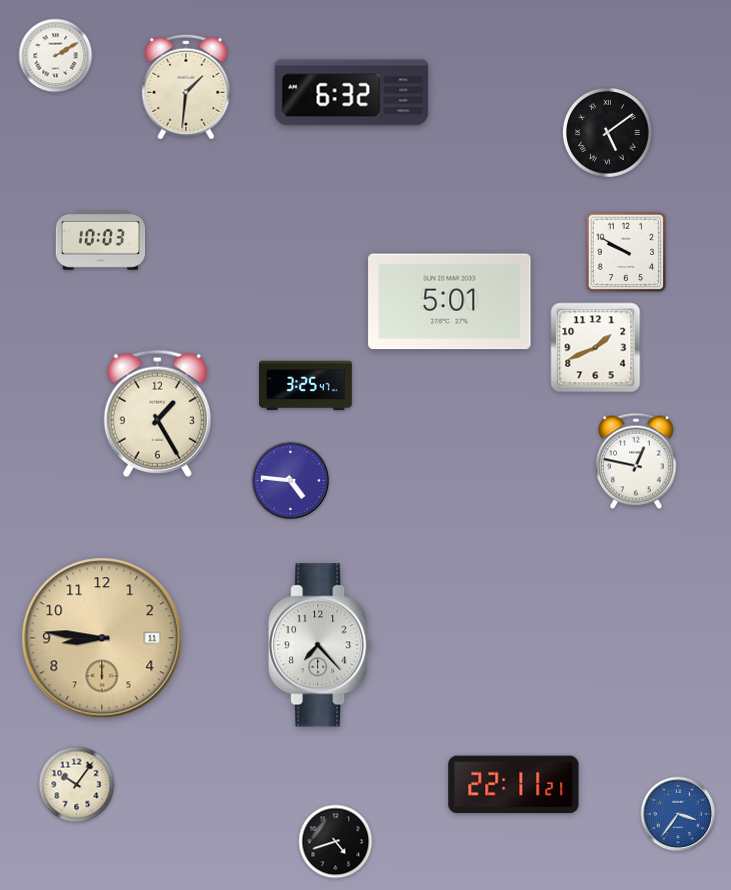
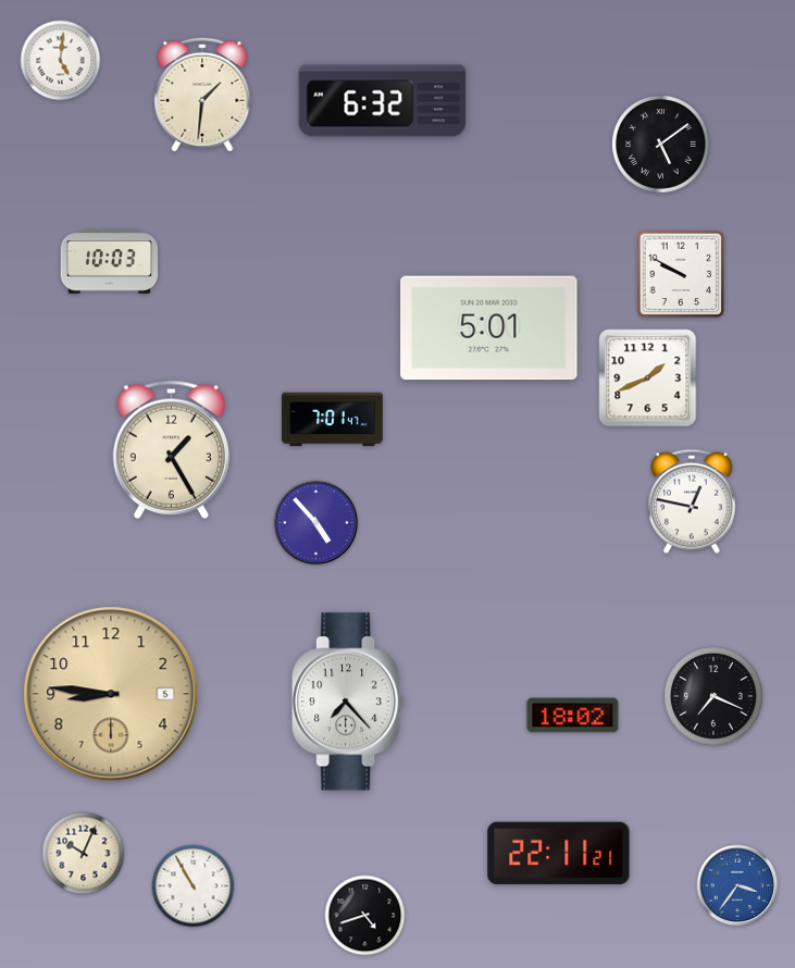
clock at (56, 56): 2:10 -> 5:01
clock at (306, 386): 3:25 -> 7:01
clock at (291, 481): 4:46 -> 4:53
clock at (102, 638) date: 11 -> 5
clock at (713, 696): none -> 7:19
clock at (573, 716): none -> 18:02
clock at (77, 785): 10:06 -> 10:04
clock at (194, 886): none -> 10:55
